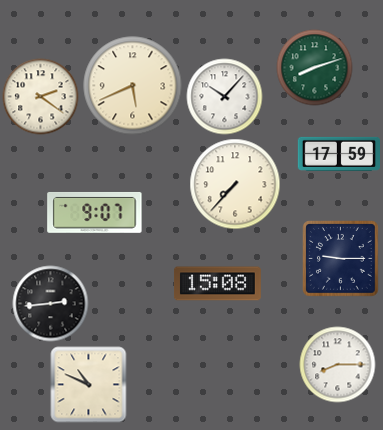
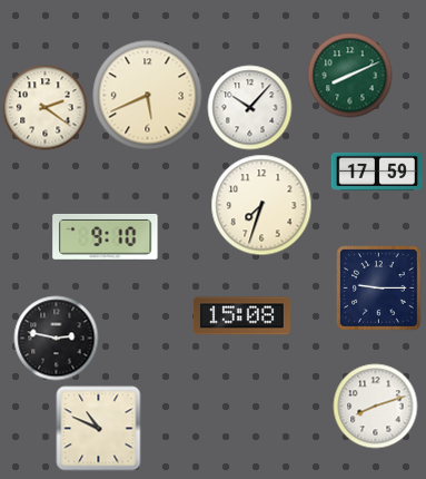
clock at (315, 68): 8:12 -> 8:11
clock at (235, 184): 7:37 -> 7:33
clock at (95, 212): 9:07 -> 9:10
clock at (51, 304): 2:44 -> 2:47
clock at (338, 365): 8:15 -> 8:12
